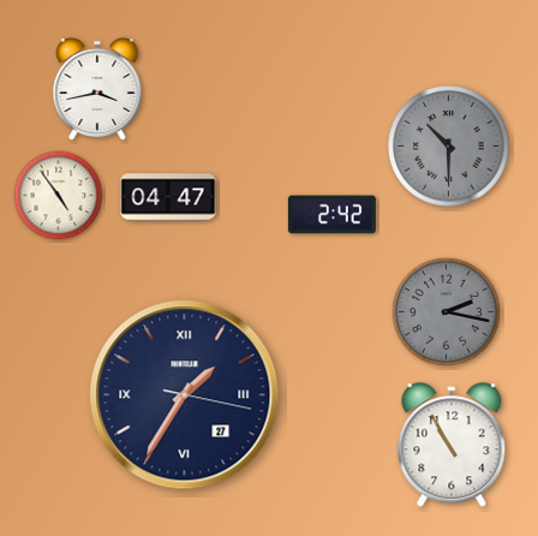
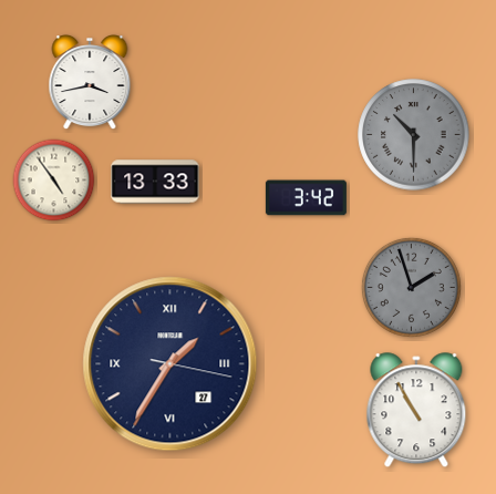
clock at (168, 197): 04:47 -> 13:33
clock at (331, 215): 2:42 -> 3:42
clock at (446, 311): 2:17 -> 1:57
